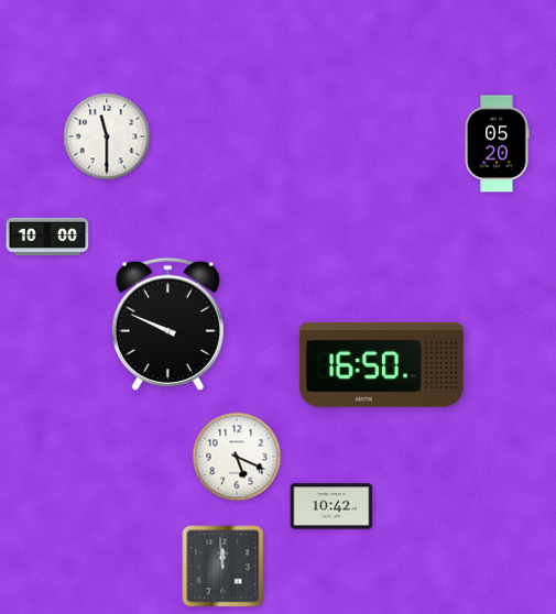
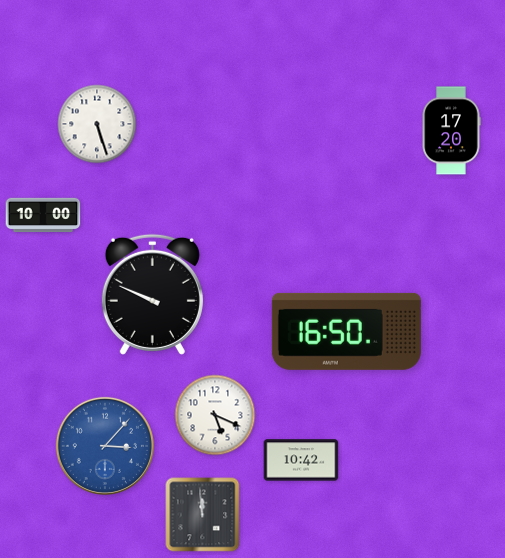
clock at (107, 136): 11:30 -> 5:27
clock at (497, 144): 05:20 -> 17:20
clock at (105, 446): none -> 3:07
